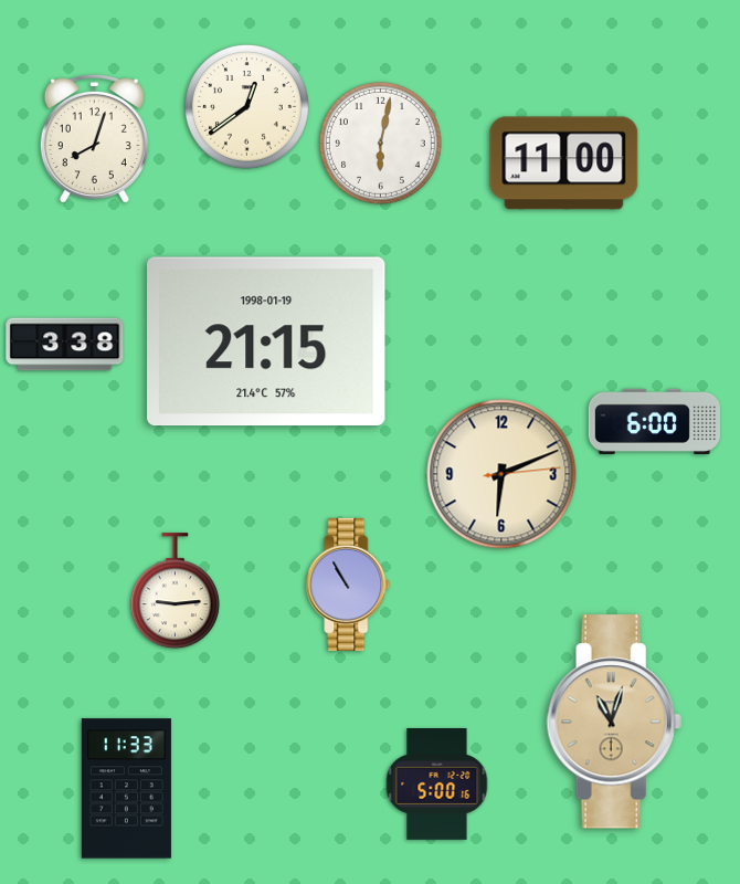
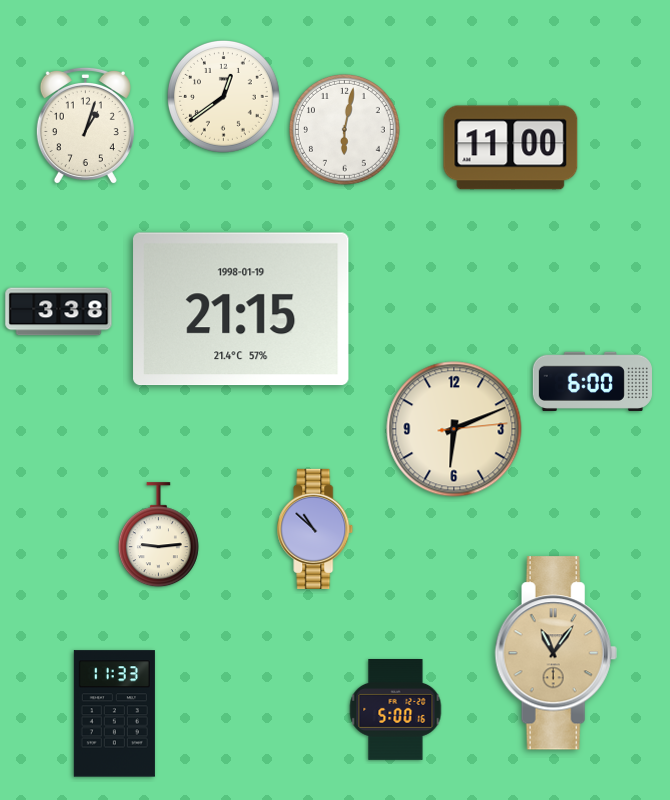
clock at (94, 139): 8:03 -> 1:03
clock at (348, 585): 10:55 -> 10:52
clock at (614, 722): 11:03 -> 11:06
